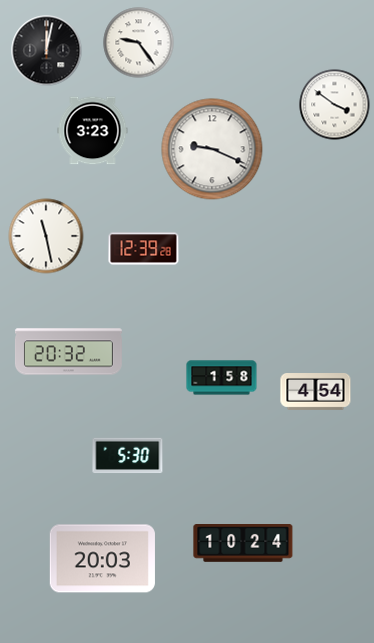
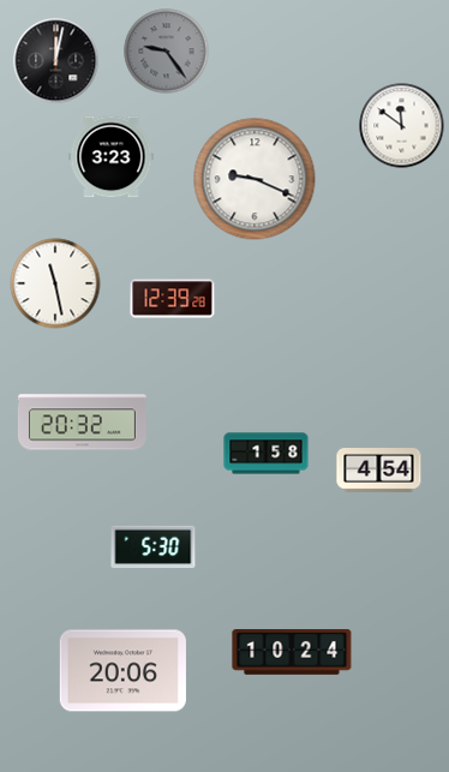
clock at (139, 43) dial: white -> grey
clock at (335, 105): 3:51 -> 11:51
clock at (102, 559): 20:03 -> 20:06
